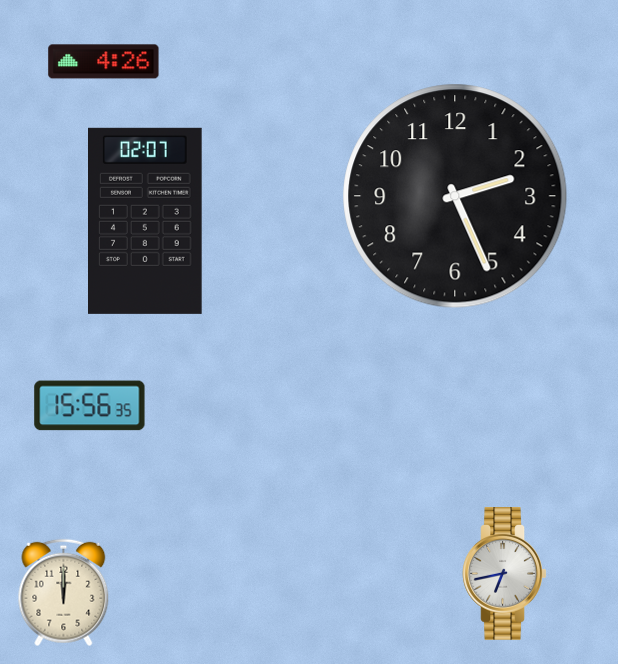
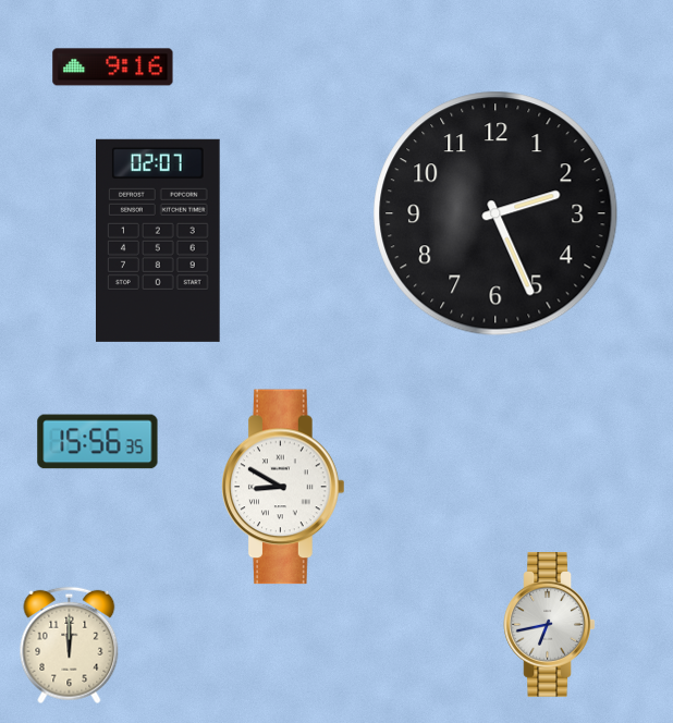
clock at (104, 62): 4:26 -> 9:16
clock at (284, 487): none -> 8:50
